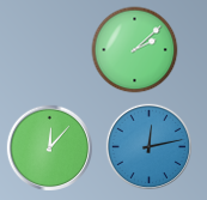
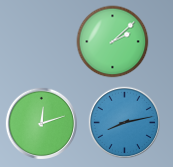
clock at (148, 146): 12:13 -> 8:13
clock at (49, 147): 12:07 -> 12:12
